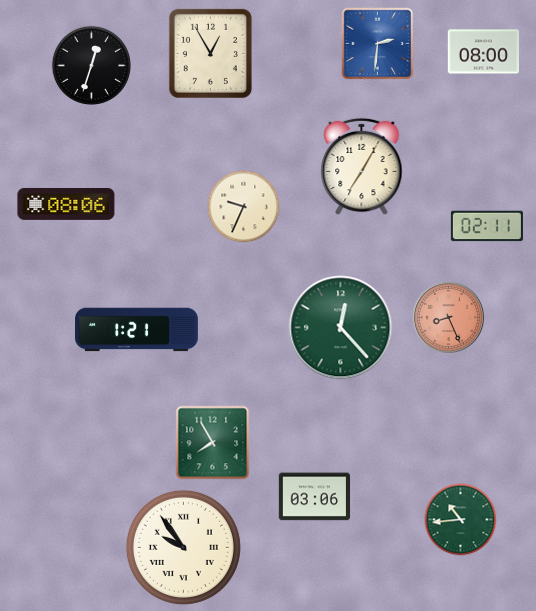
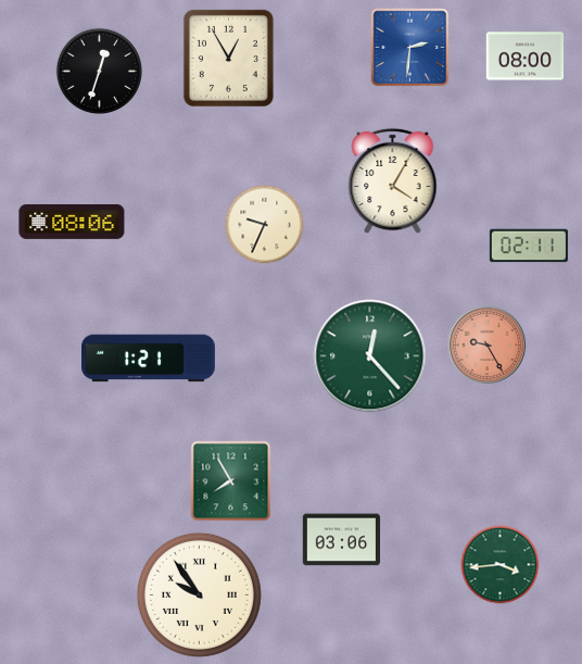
clock at (362, 167): 7:05 -> 4:05
clock at (449, 318): 8:26 -> 9:25
clock at (461, 520): 10:44 -> 3:44
